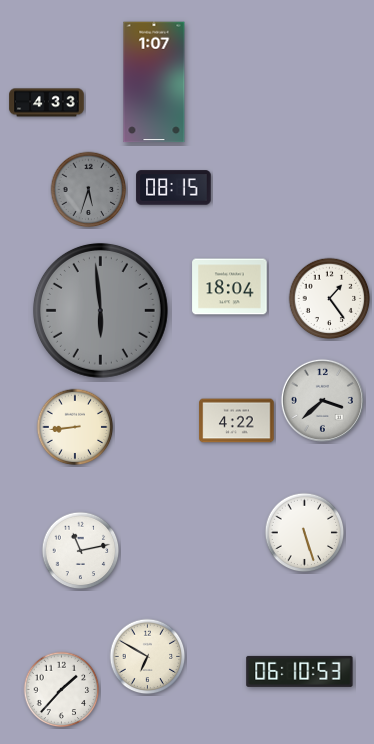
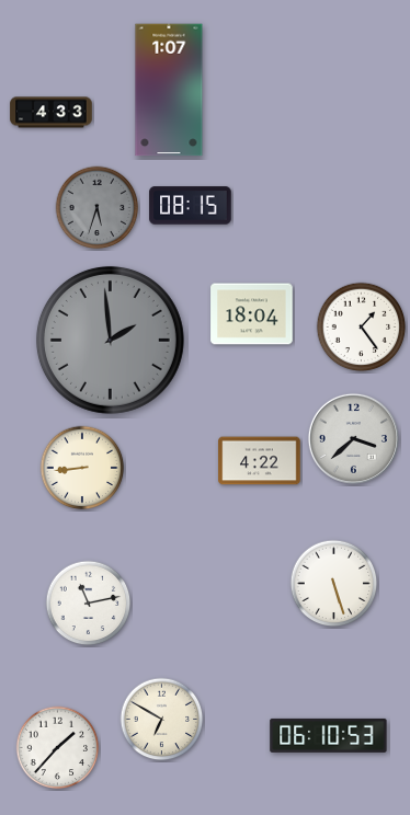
clock at (100, 310): 5:59 -> 1:59
clock at (62, 690) position: (62, 690) -> (58, 748)
